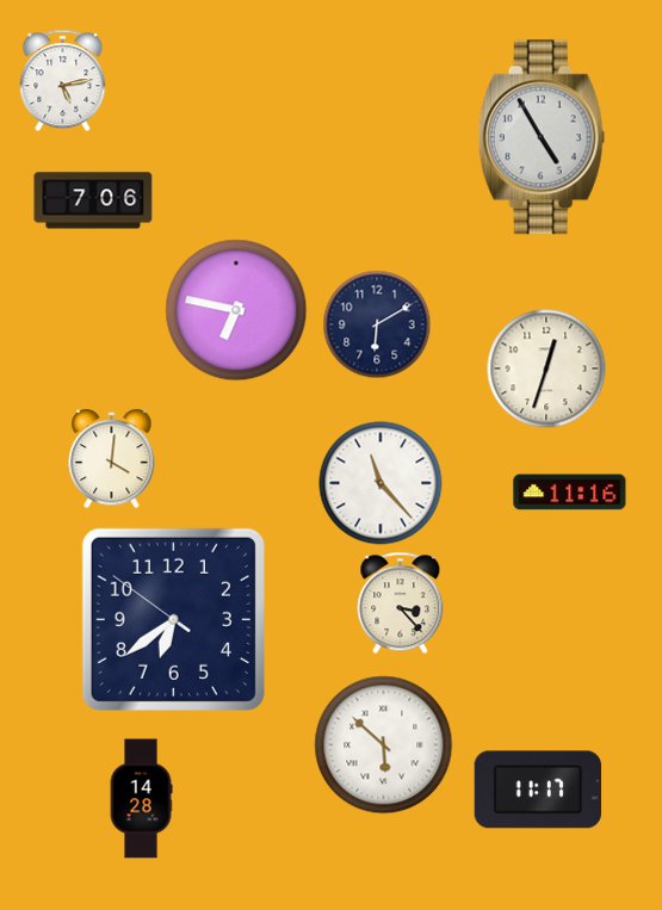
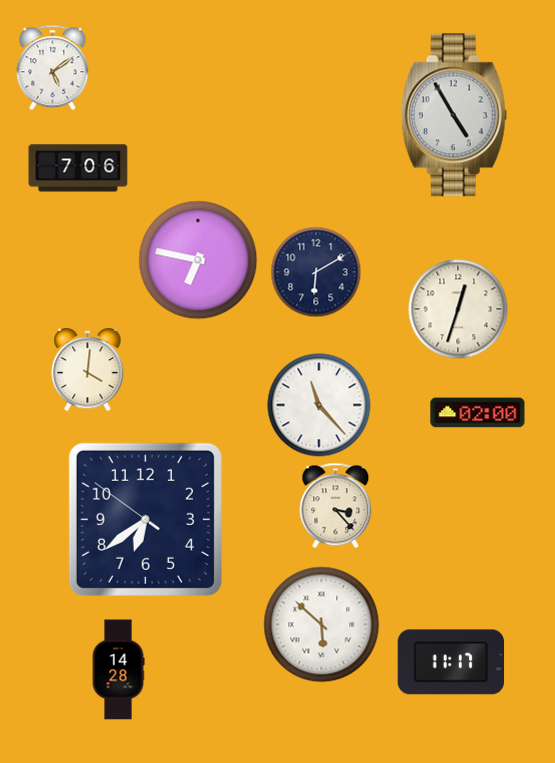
clock at (63, 81): 5:13 -> 5:09
clock at (112, 459) position: (112, 459) -> (88, 370)
clock at (570, 493): 11:16 -> 02:00
